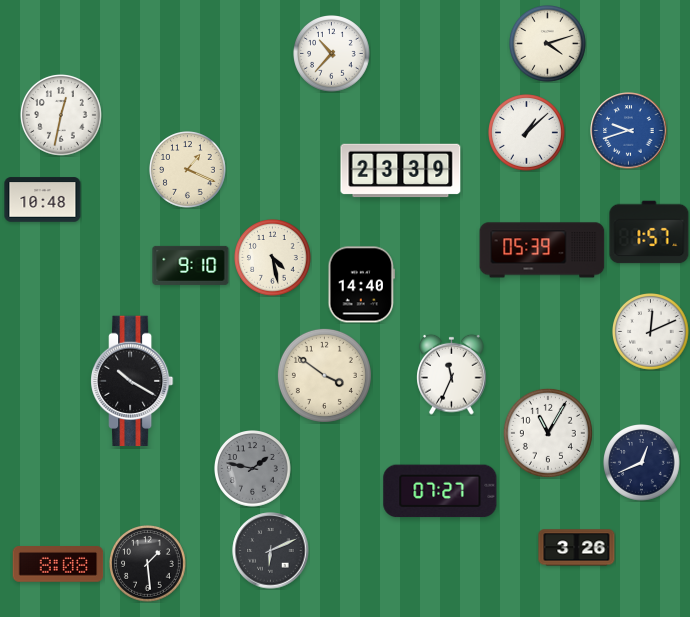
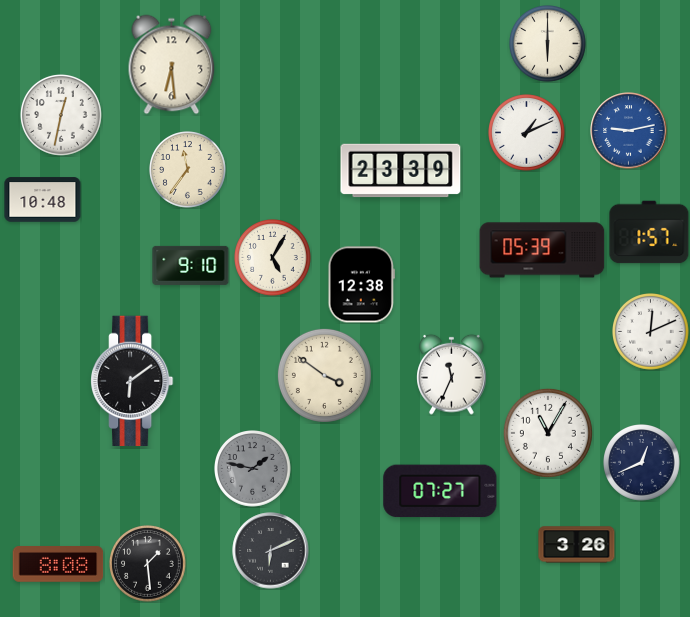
clock at (548, 44): 4:12 -> 6:00
clock at (332, 54): 10:37 -> none
clock at (172, 65): none -> 6:29
clock at (629, 131): 9:42 -> 9:13
clock at (527, 133): 1:08 -> 1:11
clock at (188, 170): 1:19 -> 11:36
clock at (273, 258): 4:28 -> 5:05
clock at (361, 285): 14:40 -> 12:38
clock at (133, 381): 10:20 -> 6:09
clock at (577, 548) position: (577, 548) -> (577, 545)
